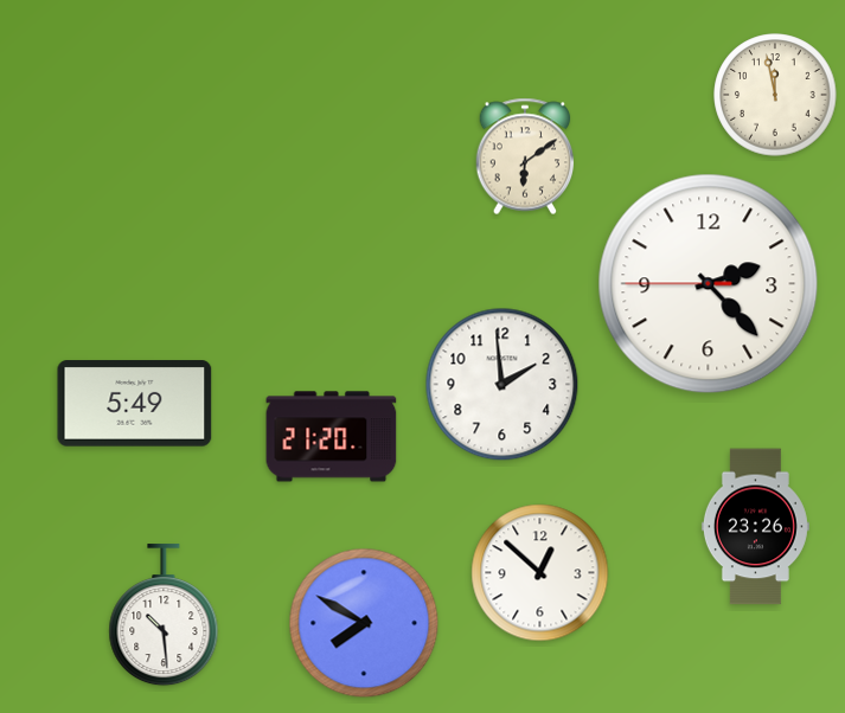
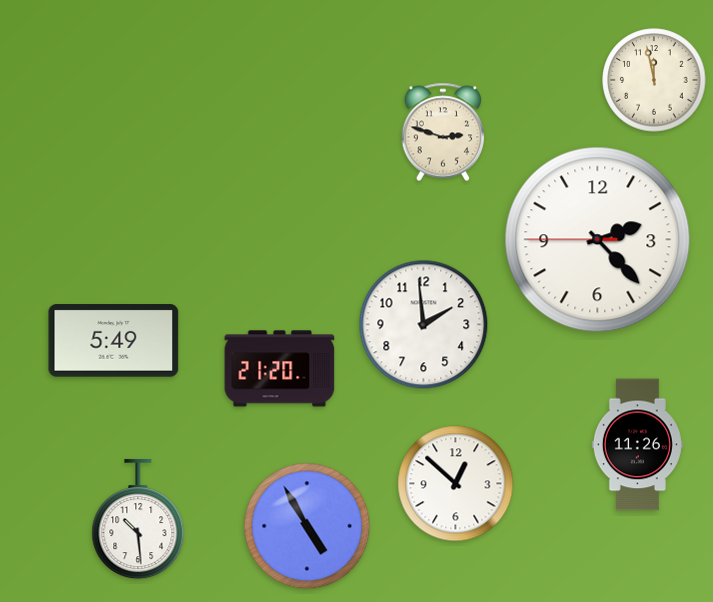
clock at (525, 156): 6:09 -> 2:48
clock at (755, 527): 23:26 -> 11:26
clock at (364, 623): 7:50 -> 4:55
